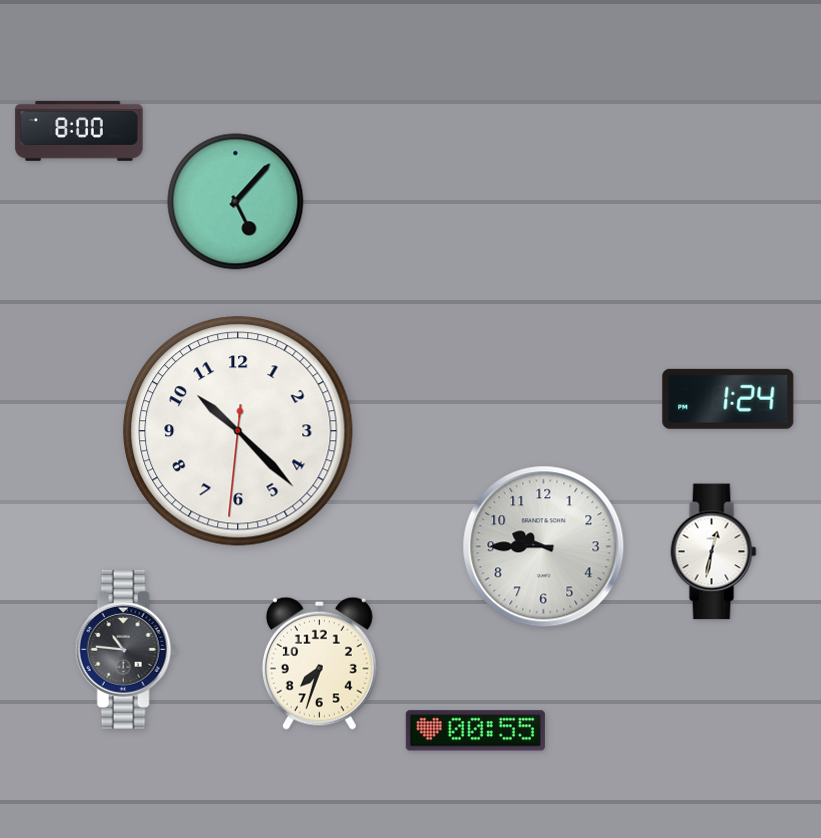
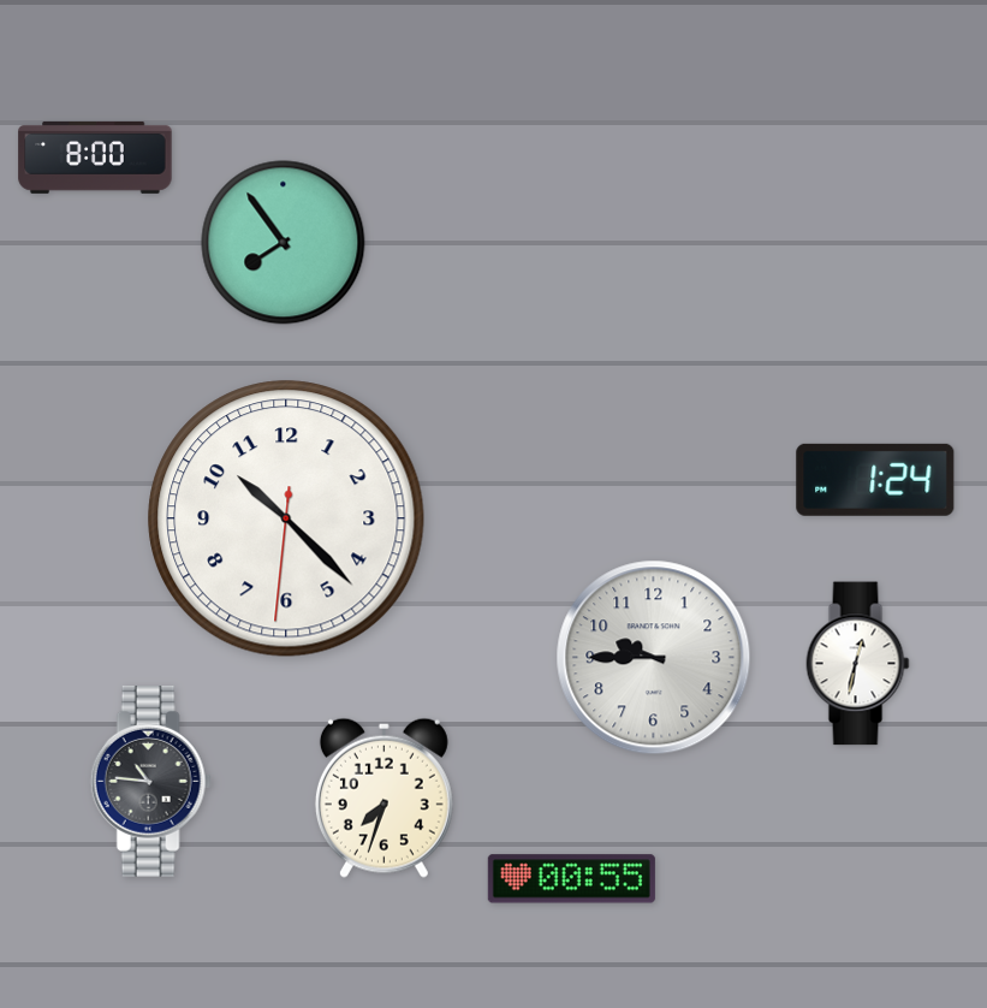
clock at (236, 202): 5:07 -> 7:54
